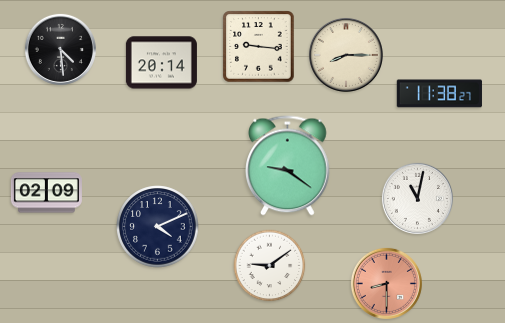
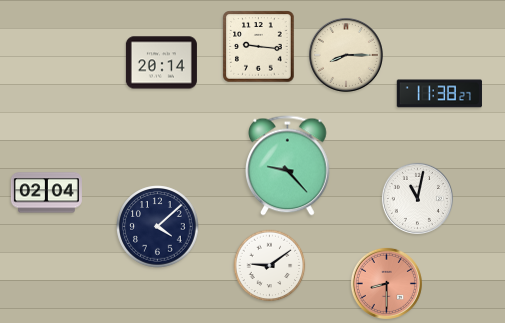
clock at (60, 49): 4:29 -> none
clock at (288, 166): 9:21 -> 9:23
clock at (46, 193): 02:09 -> 02:04
clock at (158, 227): 4:11 -> 4:08
